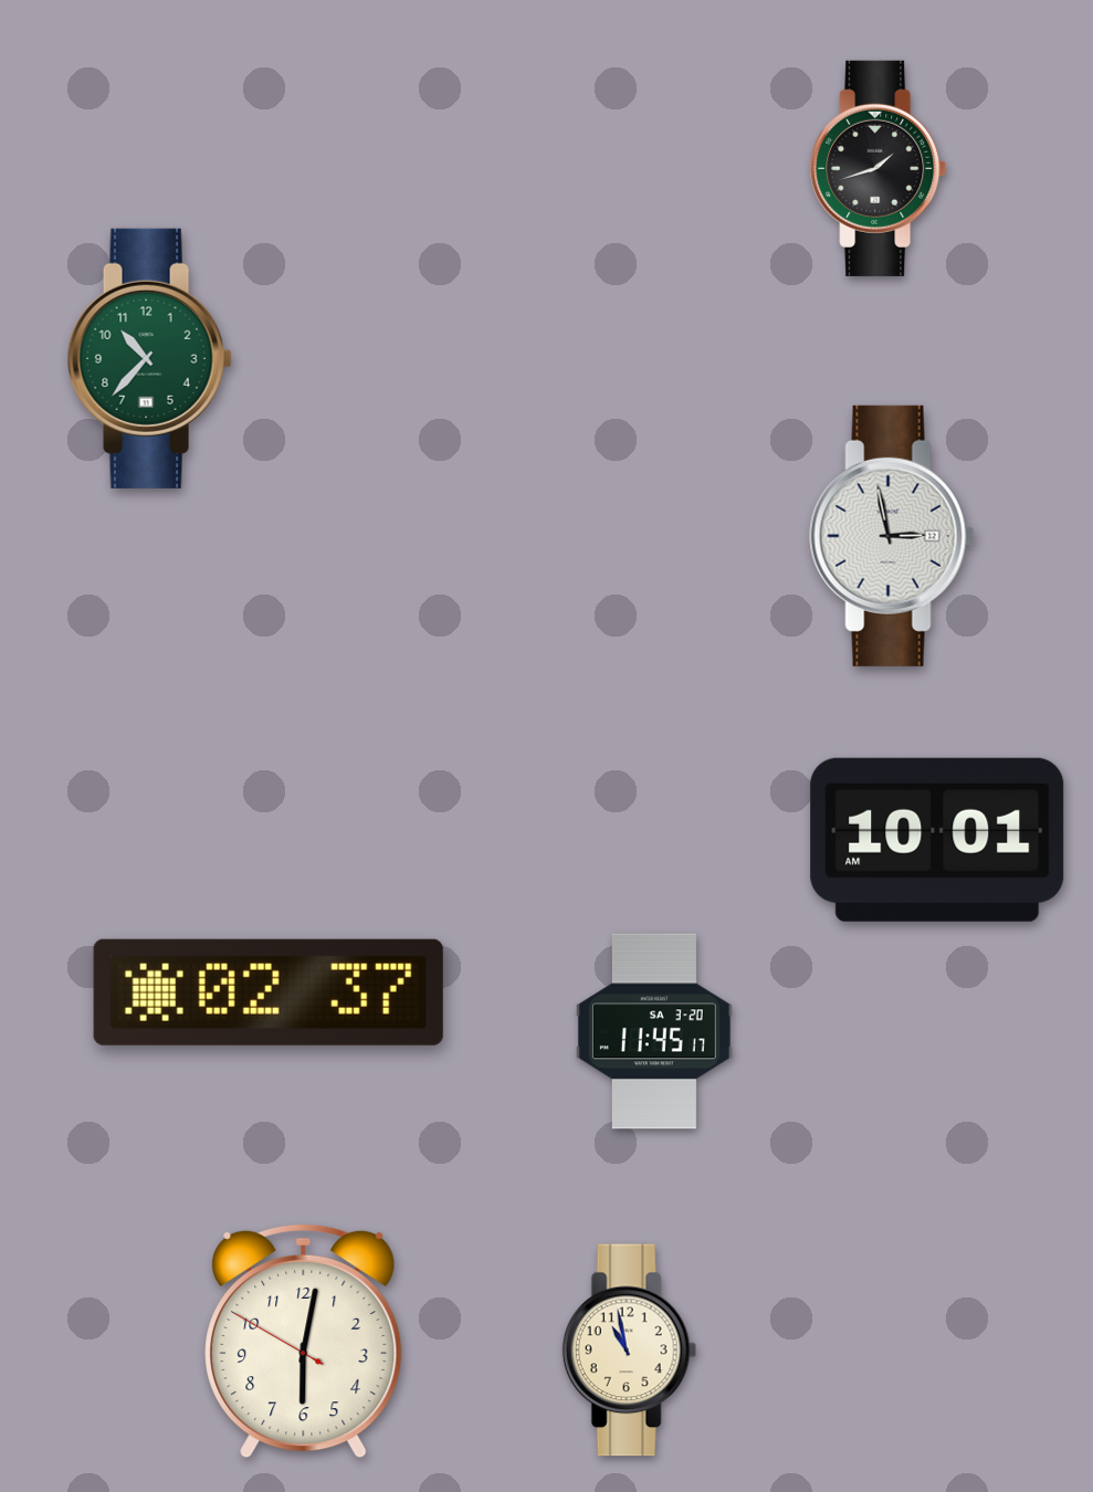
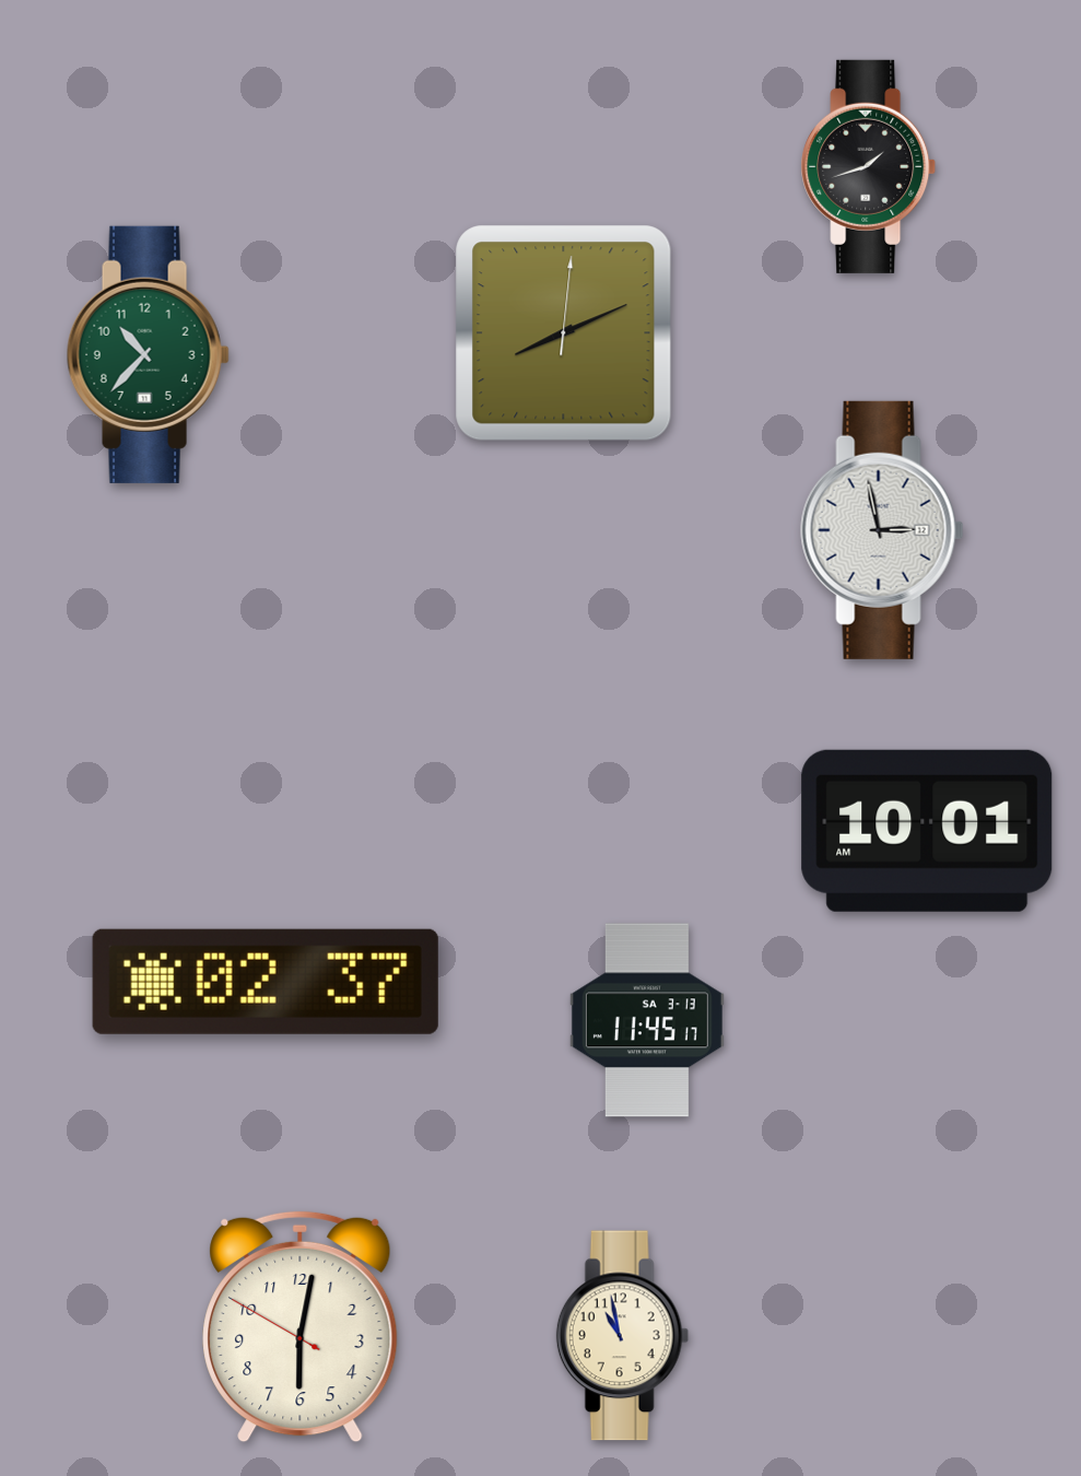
clock at (564, 333): none -> 8:11
clock at (654, 1031) date: SA 3-20 -> SA 3-13
